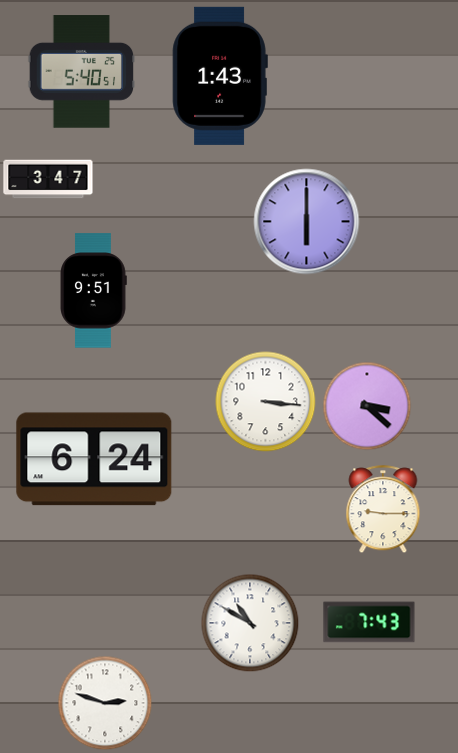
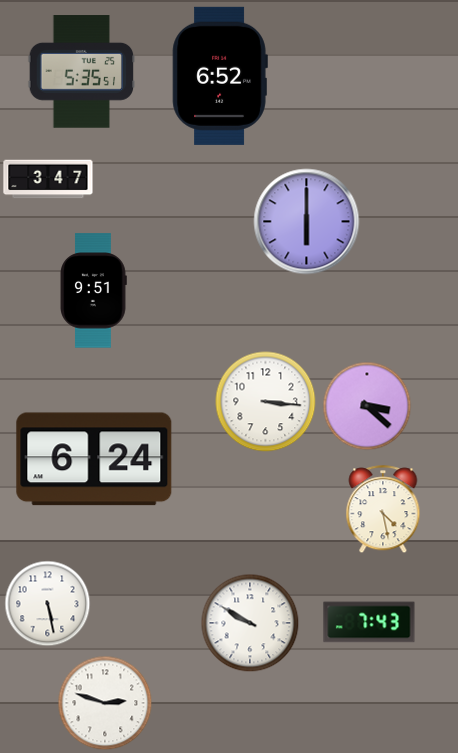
clock at (82, 72): 5:40 -> 5:35
clock at (220, 76): 1:43 -> 6:52
clock at (383, 510): 9:15 -> 4:28
clock at (48, 604): none -> 5:28
clock at (250, 623): 10:50 -> 9:50
